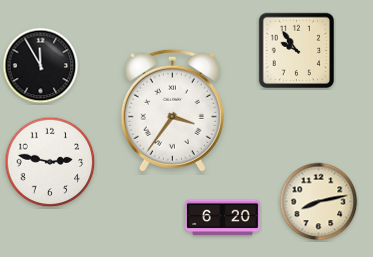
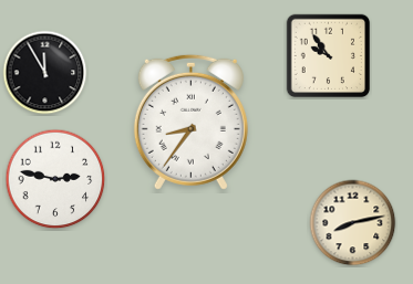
clock at (172, 110): 3:36 -> 8:36
clock at (223, 218): 6:20 -> none
